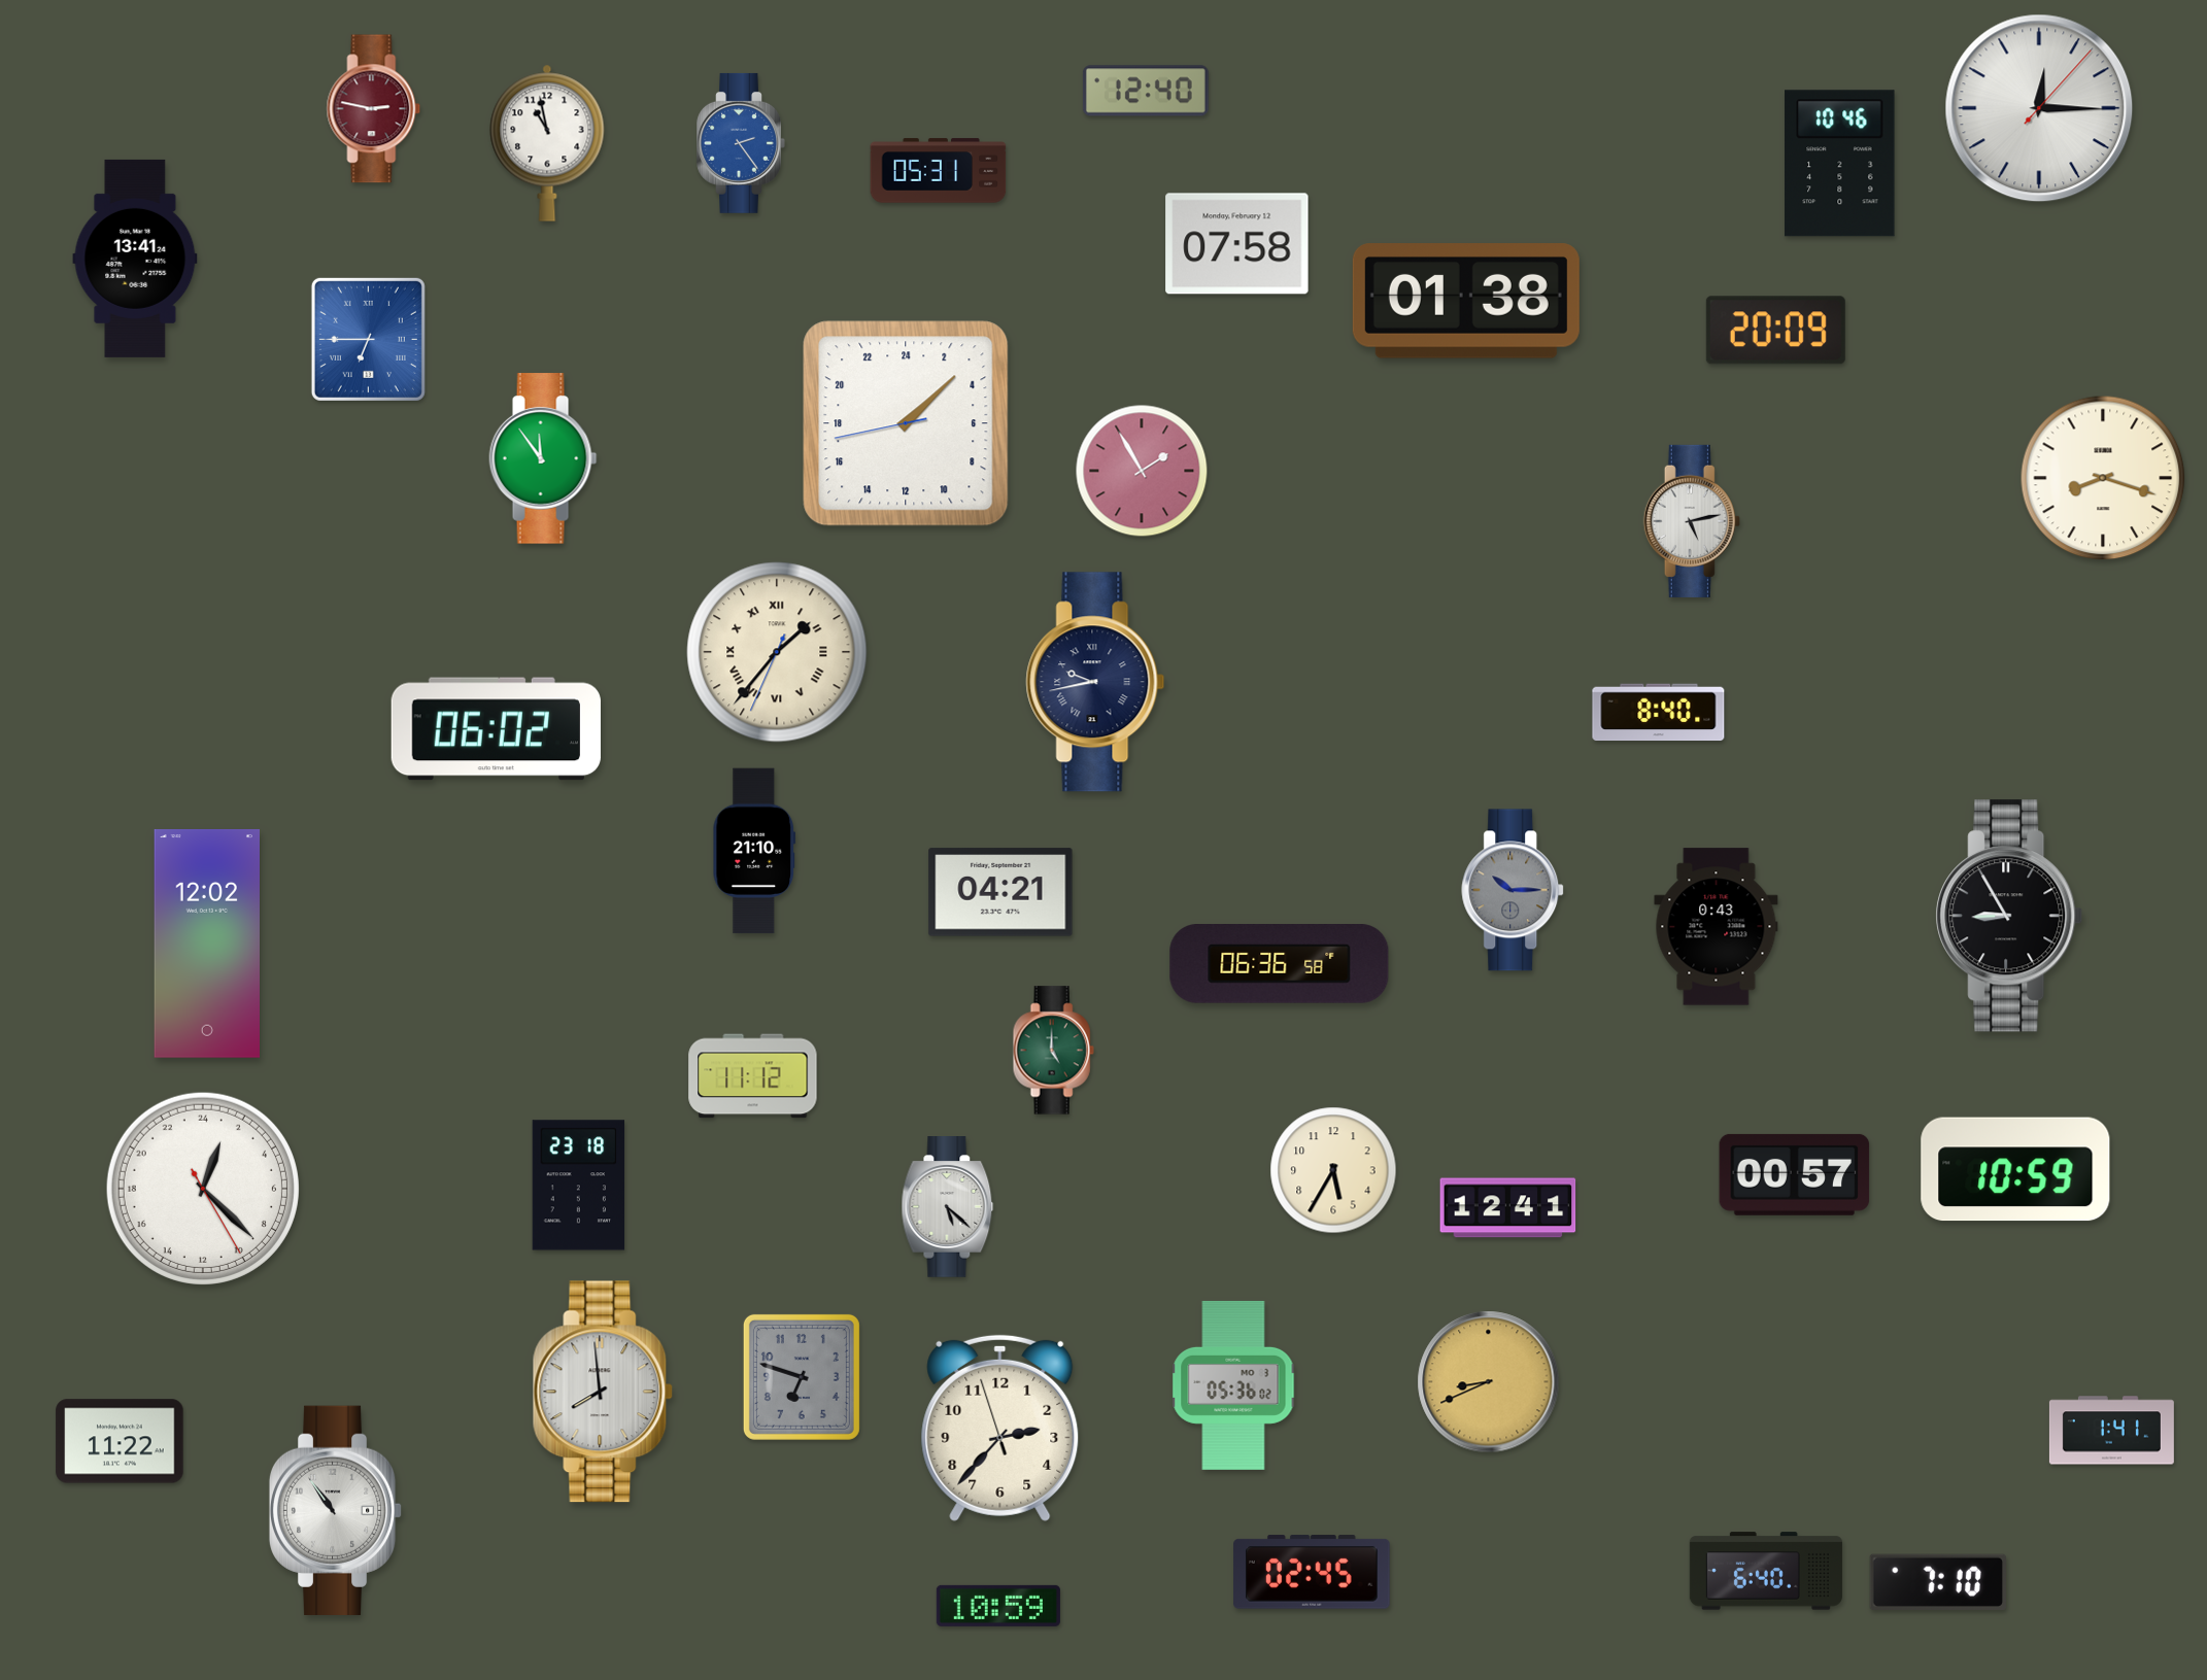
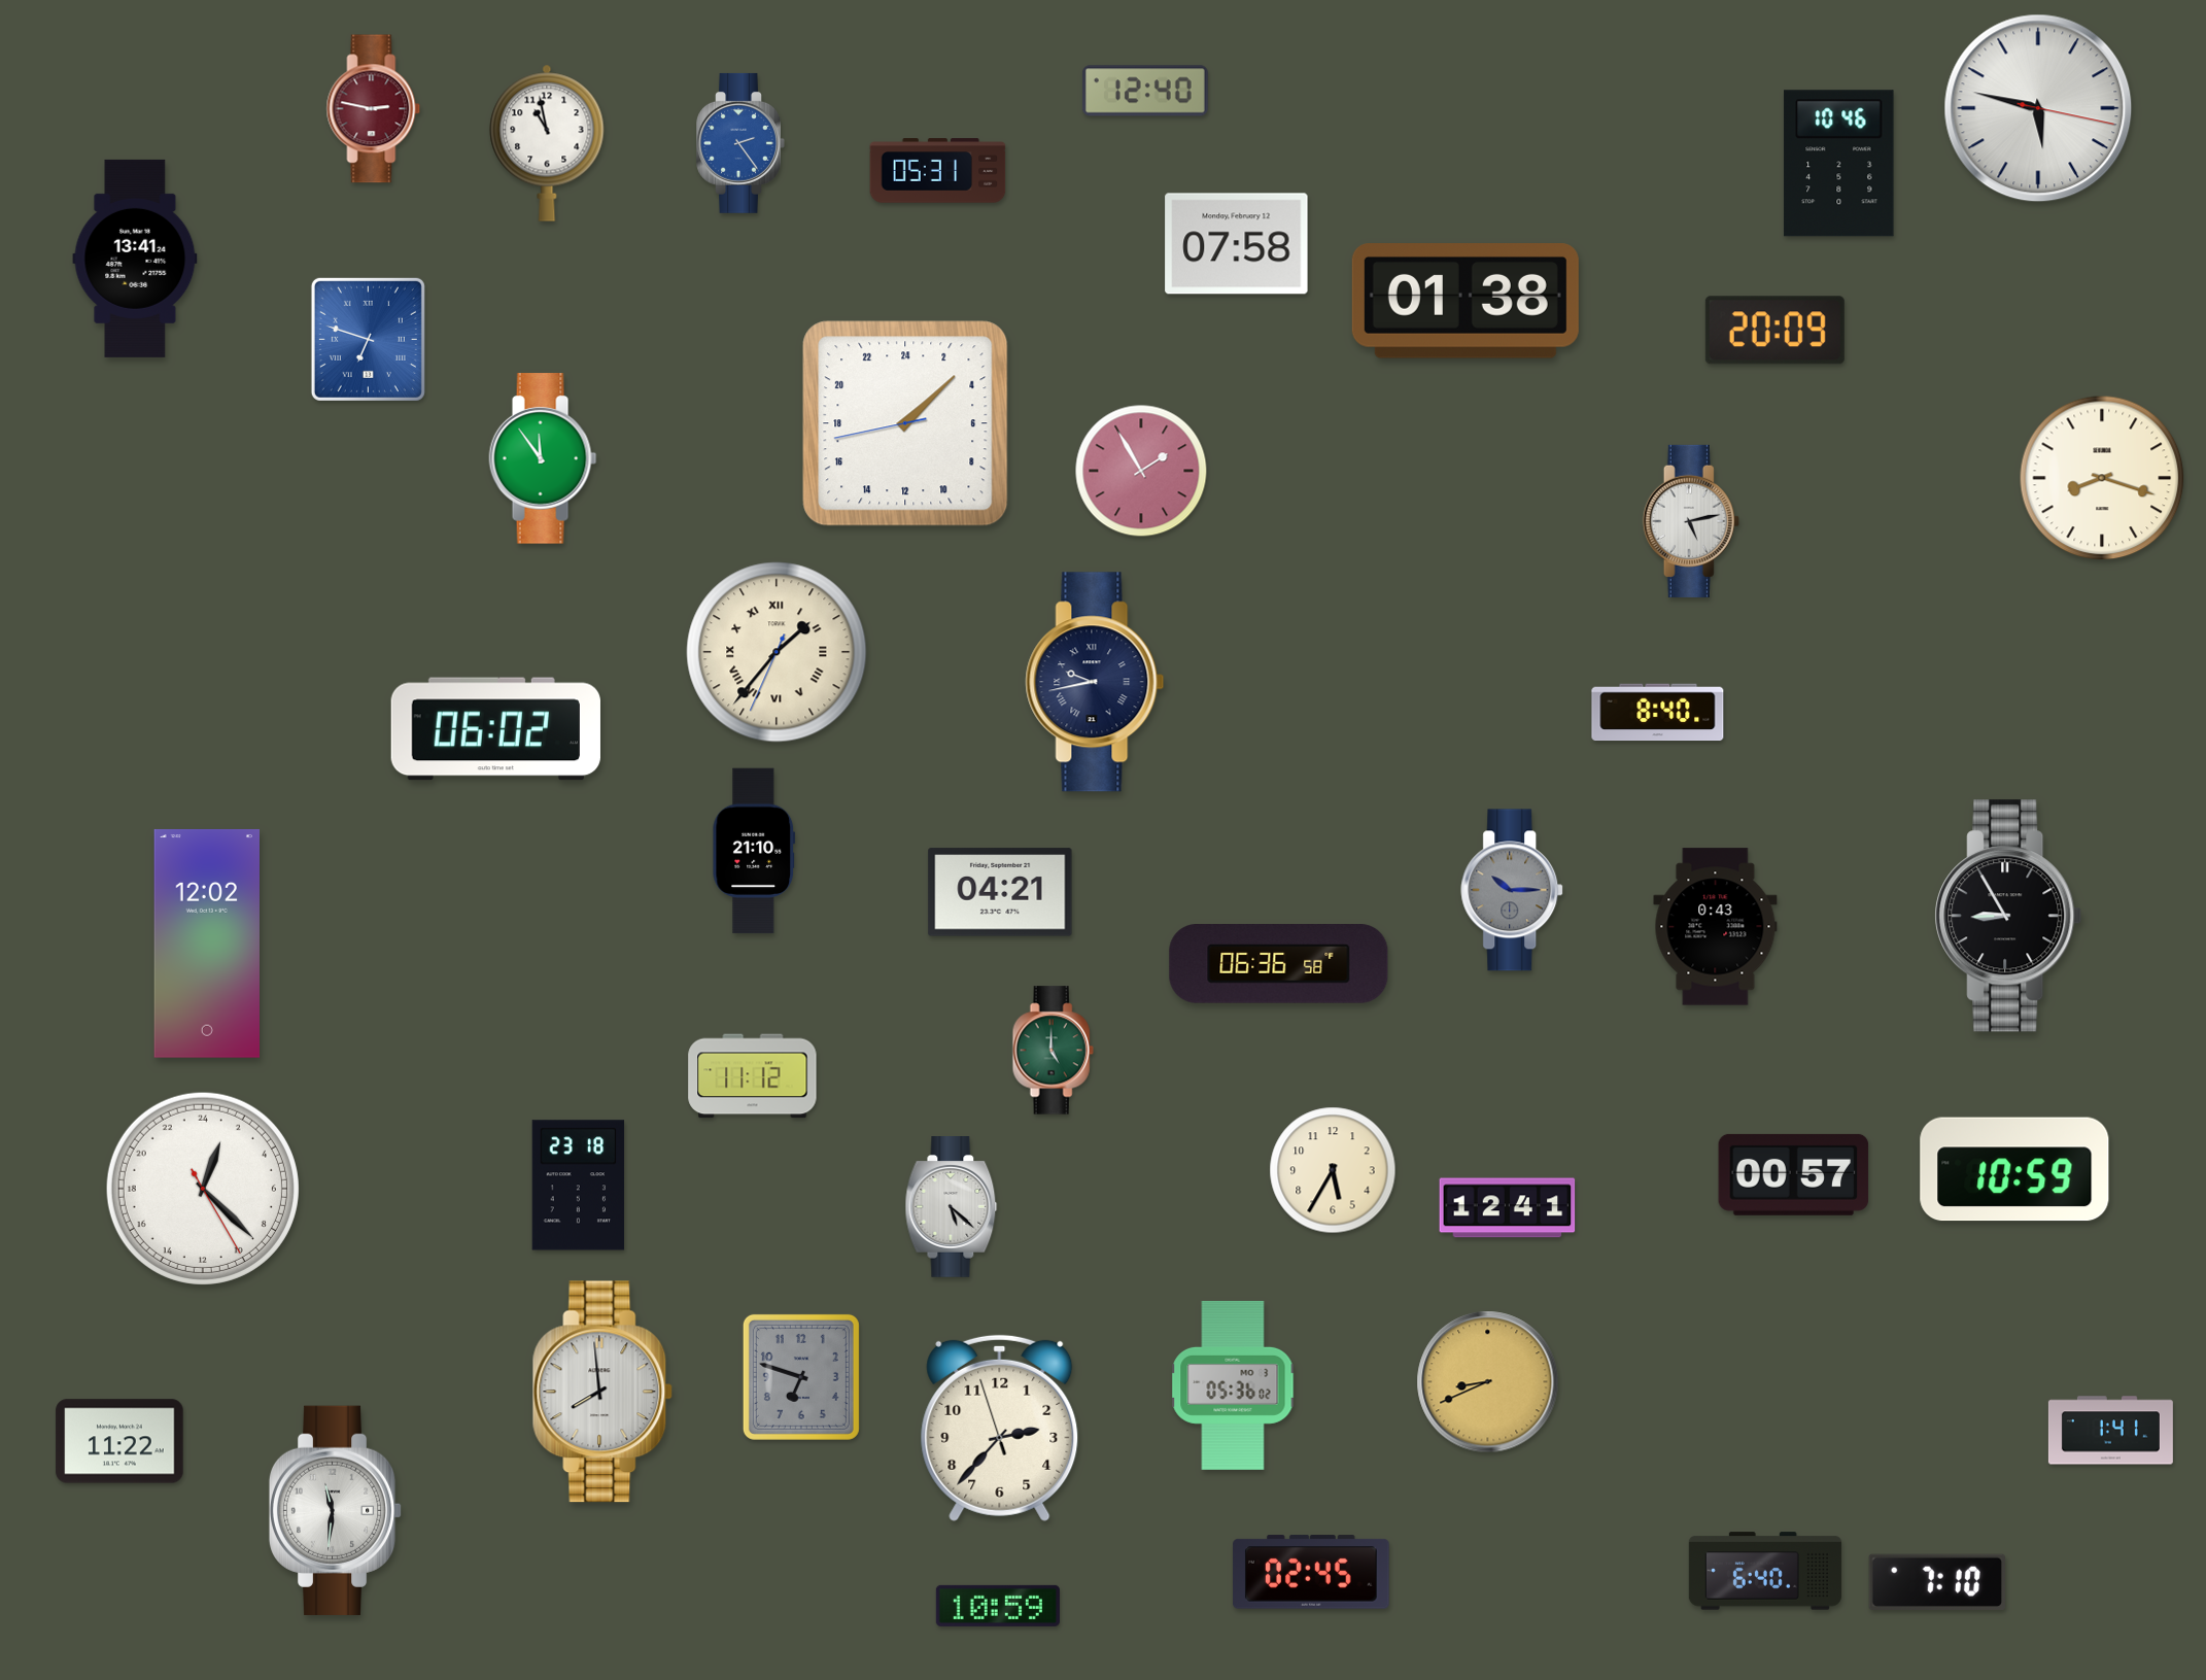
clock at (2039, 108): 12:15 -> 5:47
clock at (368, 339): 6:45 -> 6:48
clock at (948, 1207) position: (948, 1207) -> (952, 1207)
clock at (336, 1510): 10:54 -> 11:31
